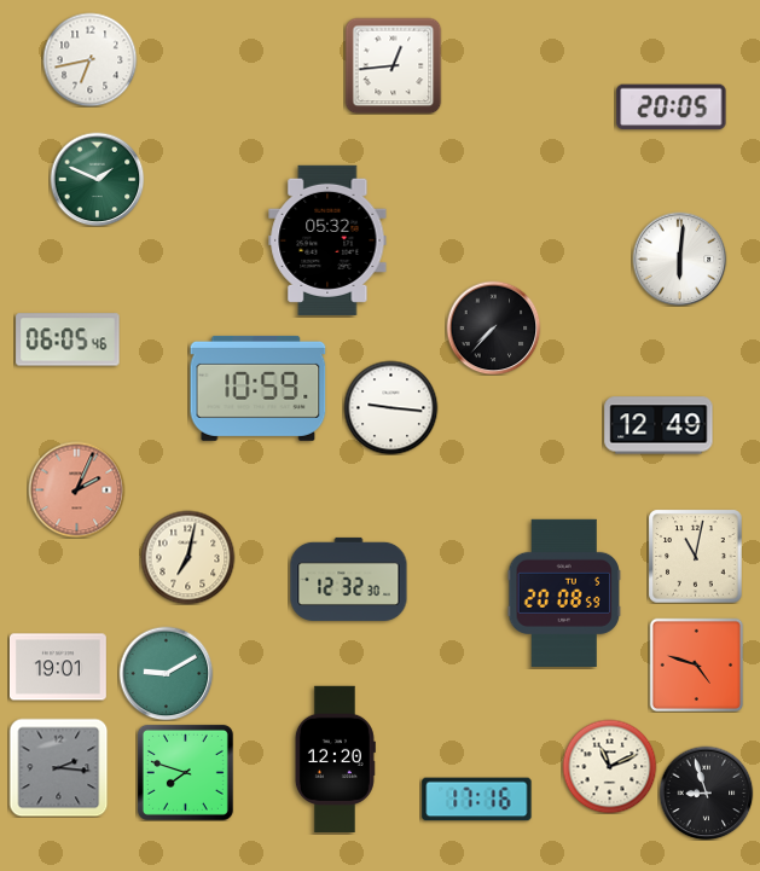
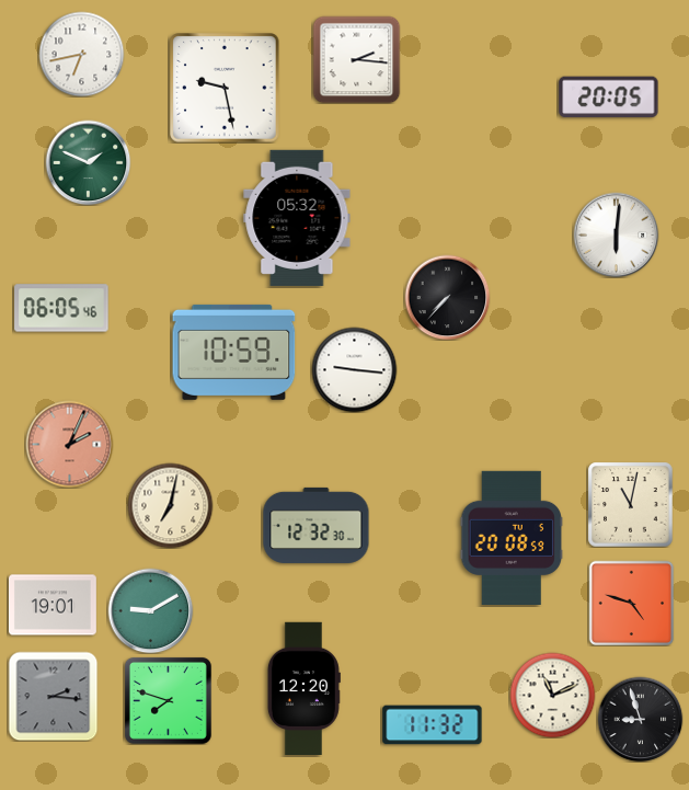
clock at (393, 65): 12:44 -> 2:16
clock at (225, 88): none -> 9:28
clock at (659, 425): 12:49 -> none
clock at (477, 800): 17:16 -> 11:32
